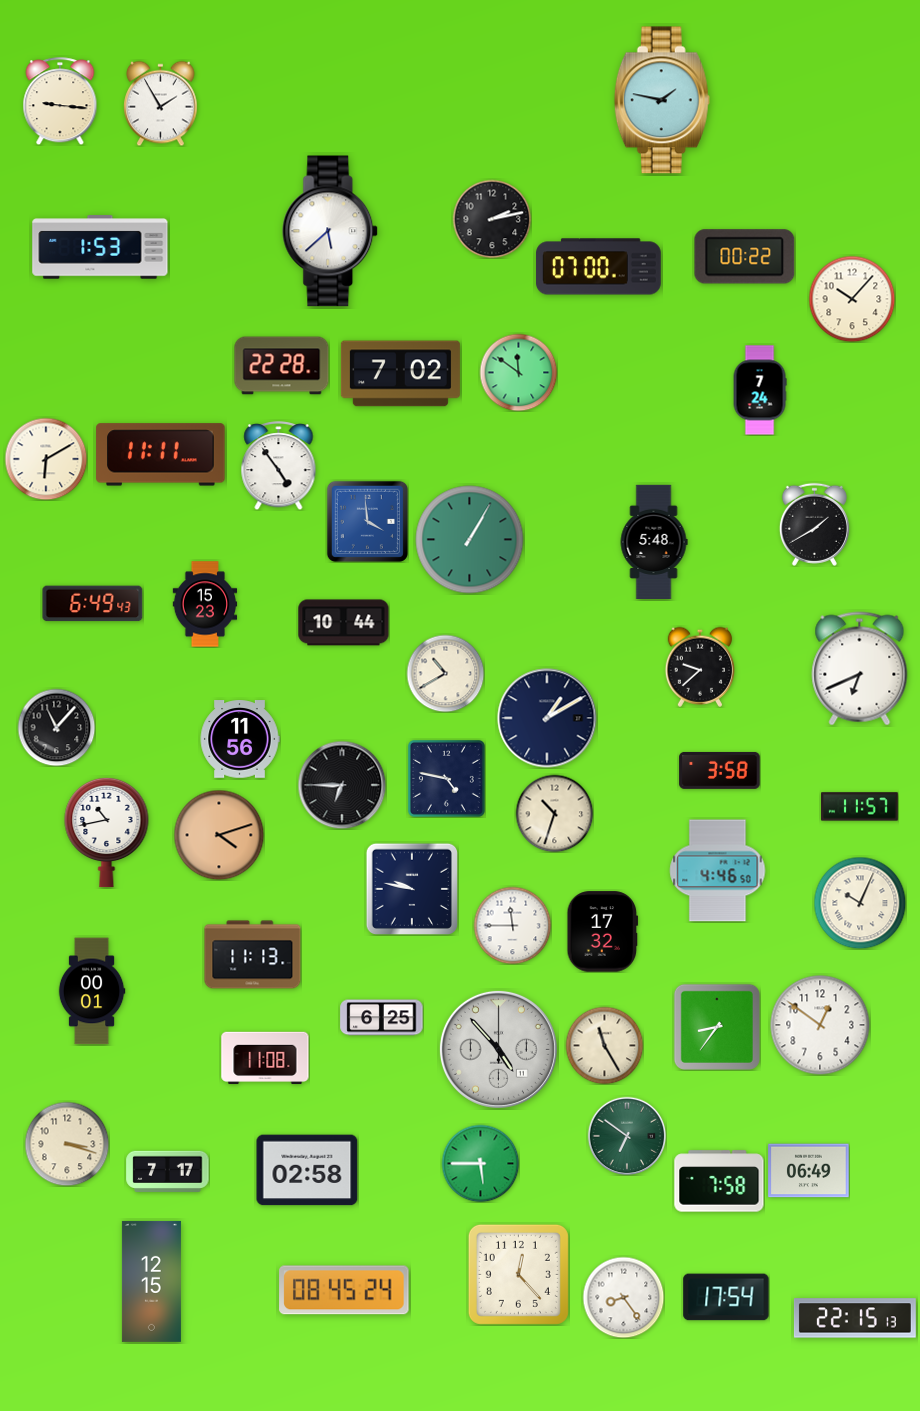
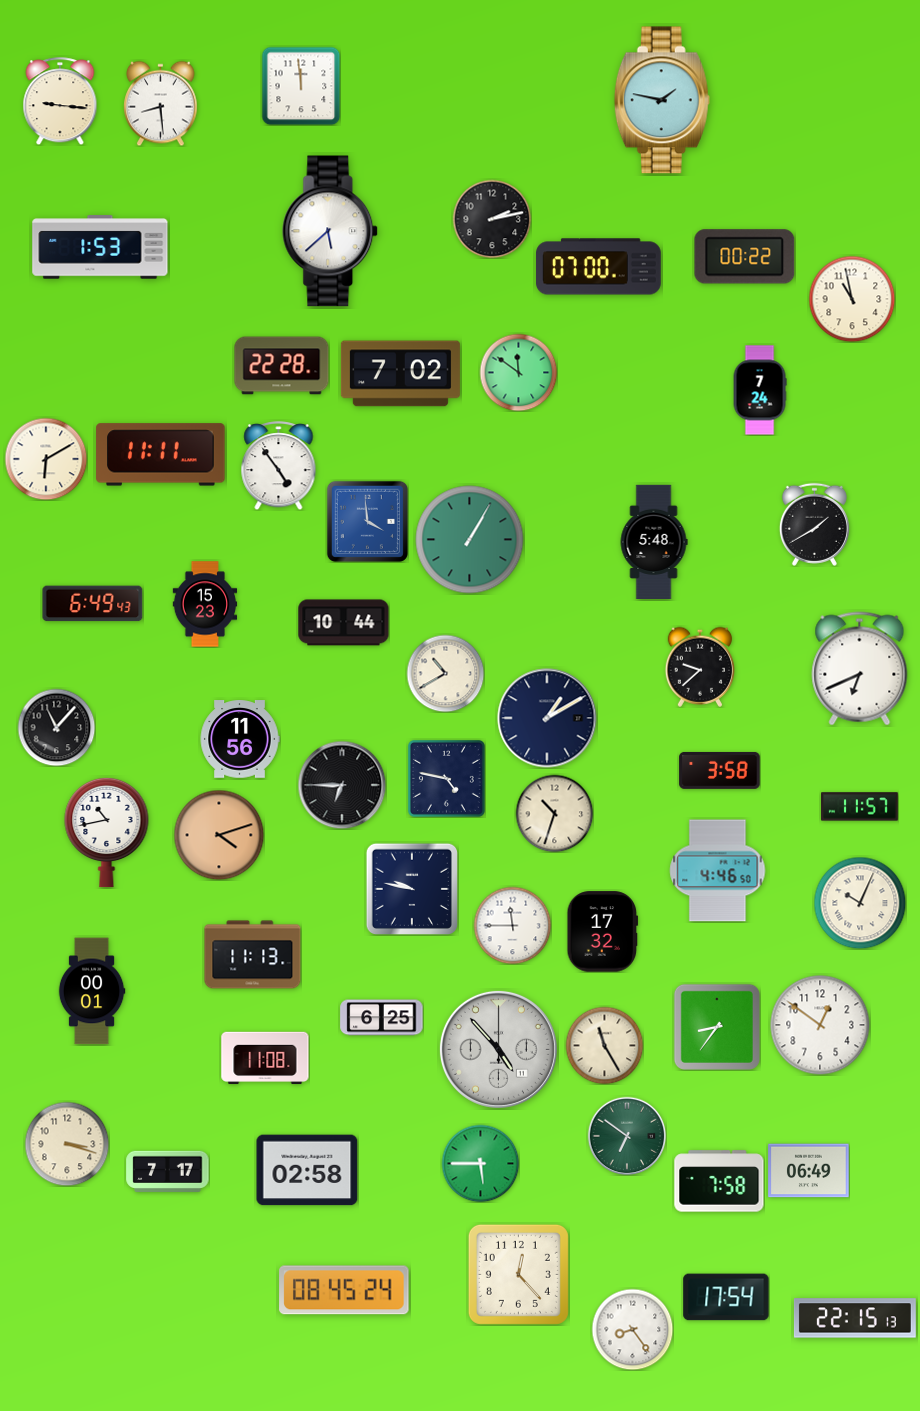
clock at (301, 86): none -> 11:59
clock at (161, 103): 1:55 -> 8:29
clock at (852, 299): 10:07 -> 10:58
clock at (151, 1281): 12:15 -> none
clock at (623, 1297) position: (623, 1297) -> (632, 1329)
